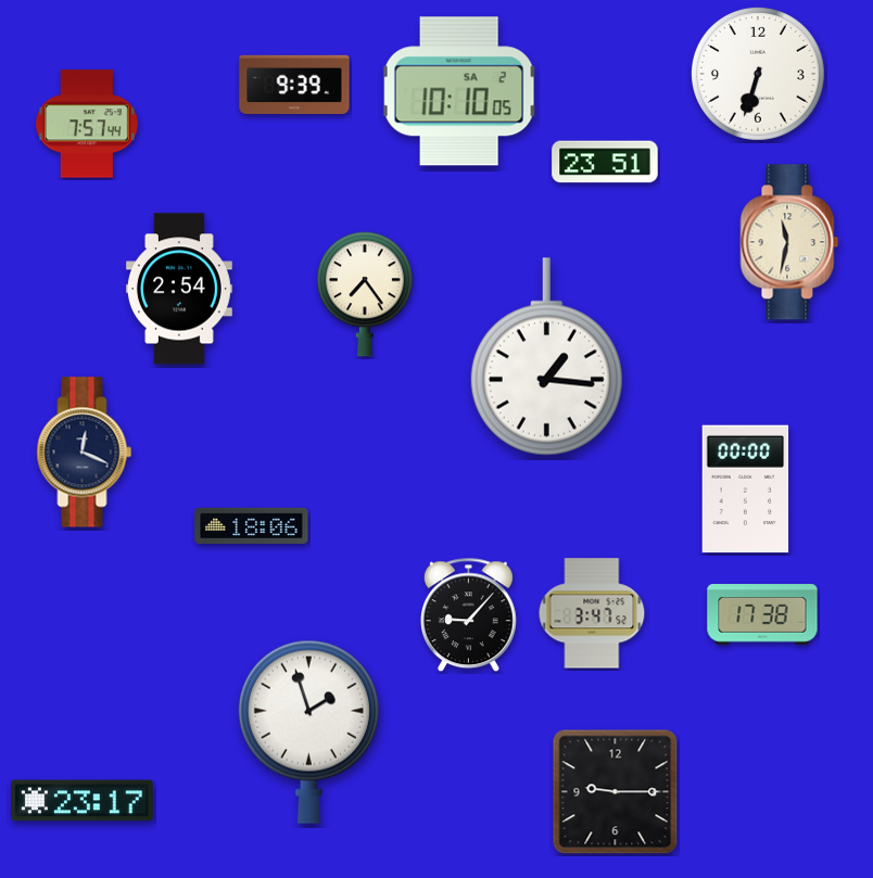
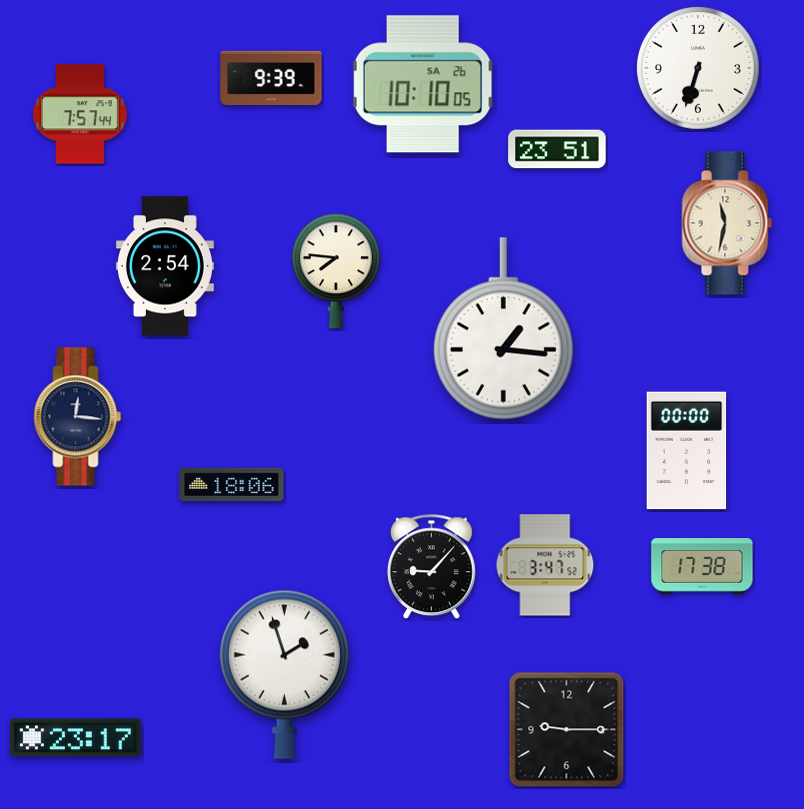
clock at (459, 91) date: SA 2 -> SA 26
clock at (365, 294): 7:24 -> 7:46
clock at (85, 453): 12:19 -> 12:16
